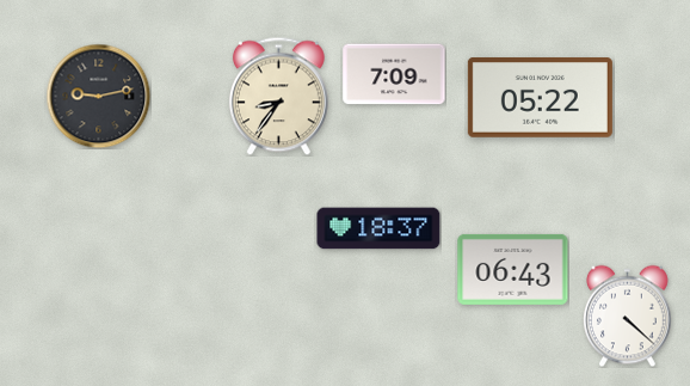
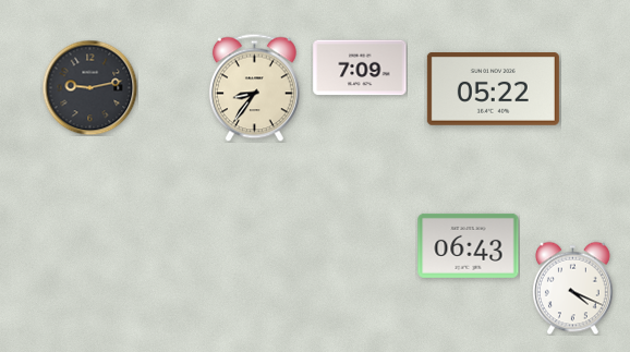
clock at (378, 228): 18:37 -> none
clock at (628, 315): 4:22 -> 4:19
